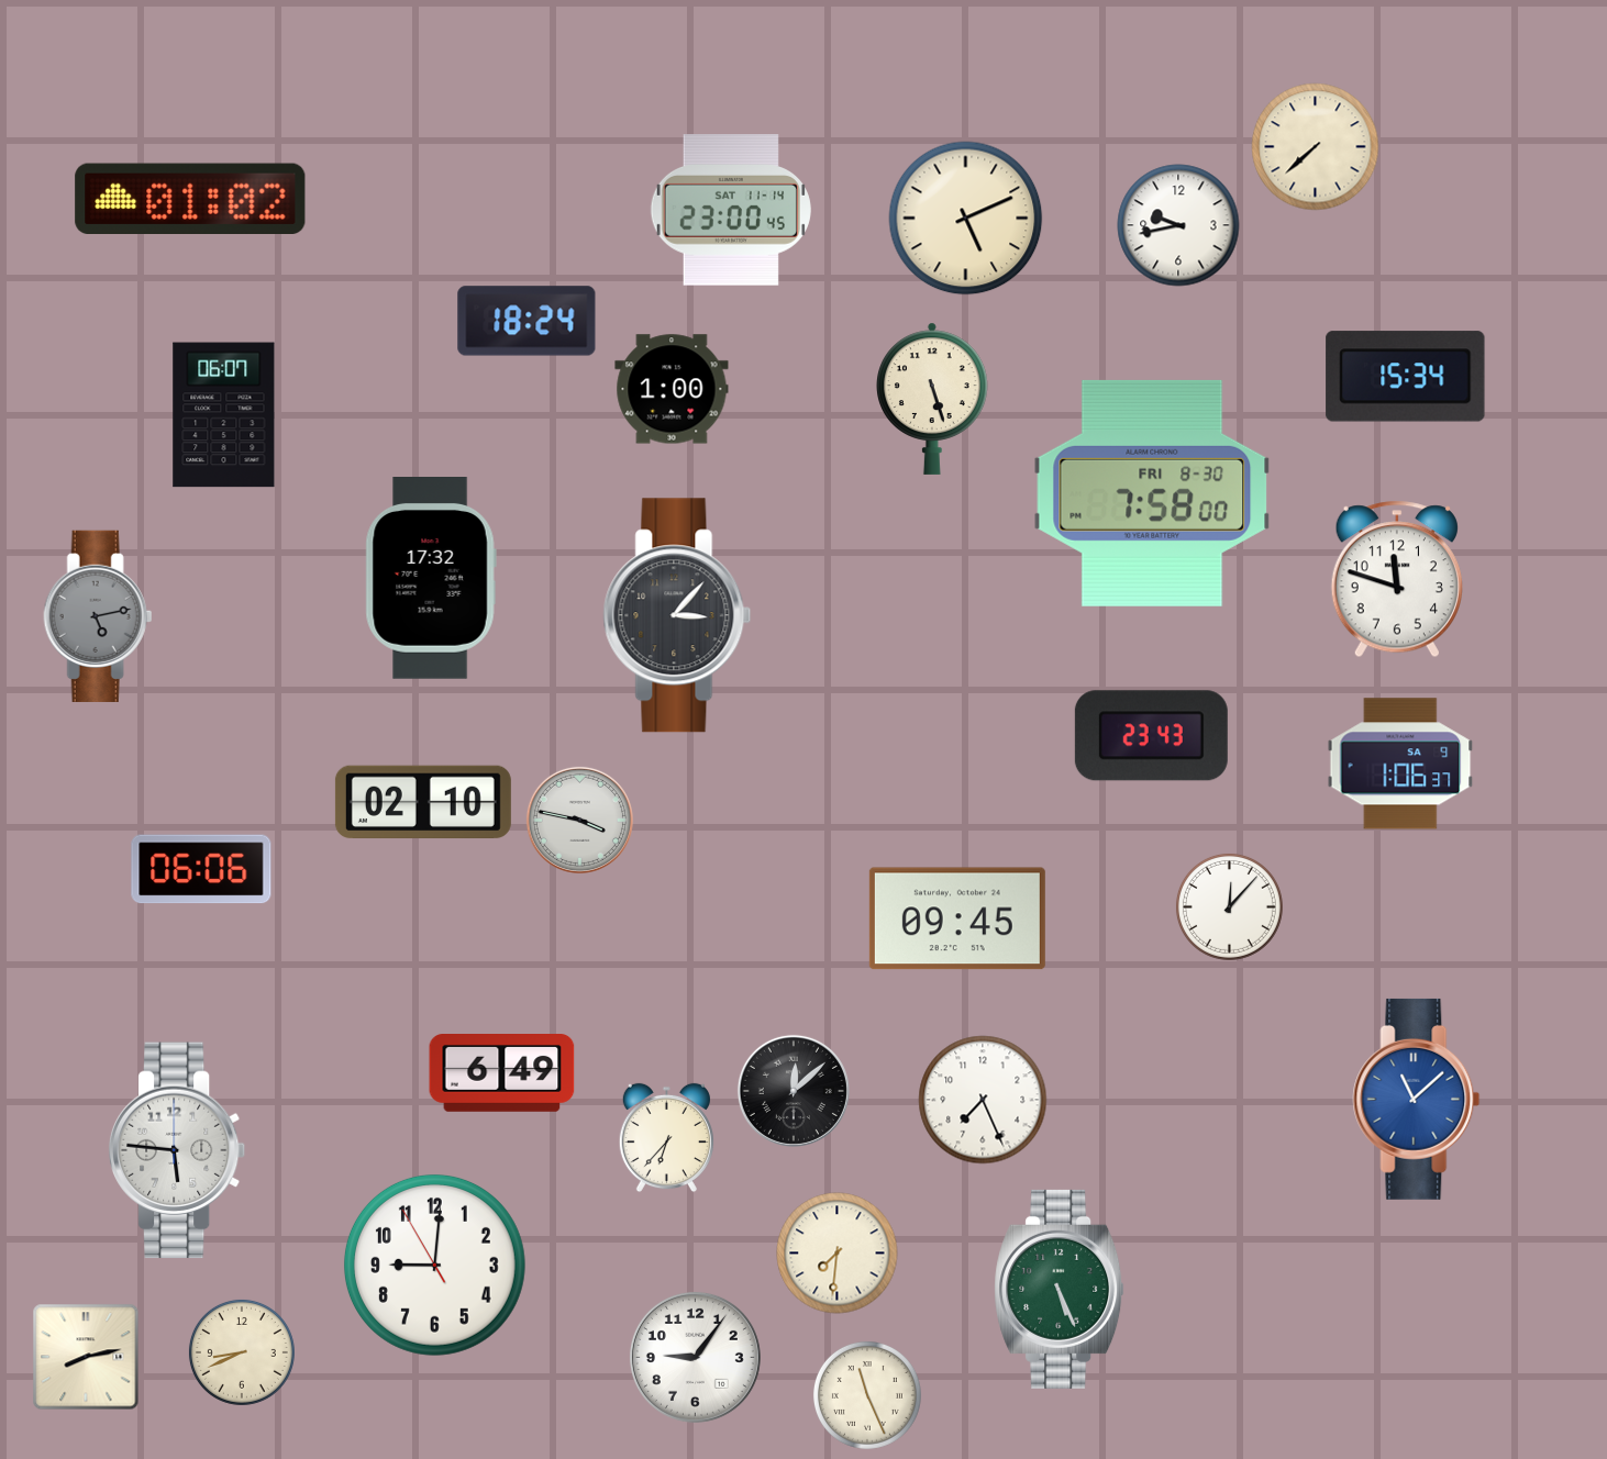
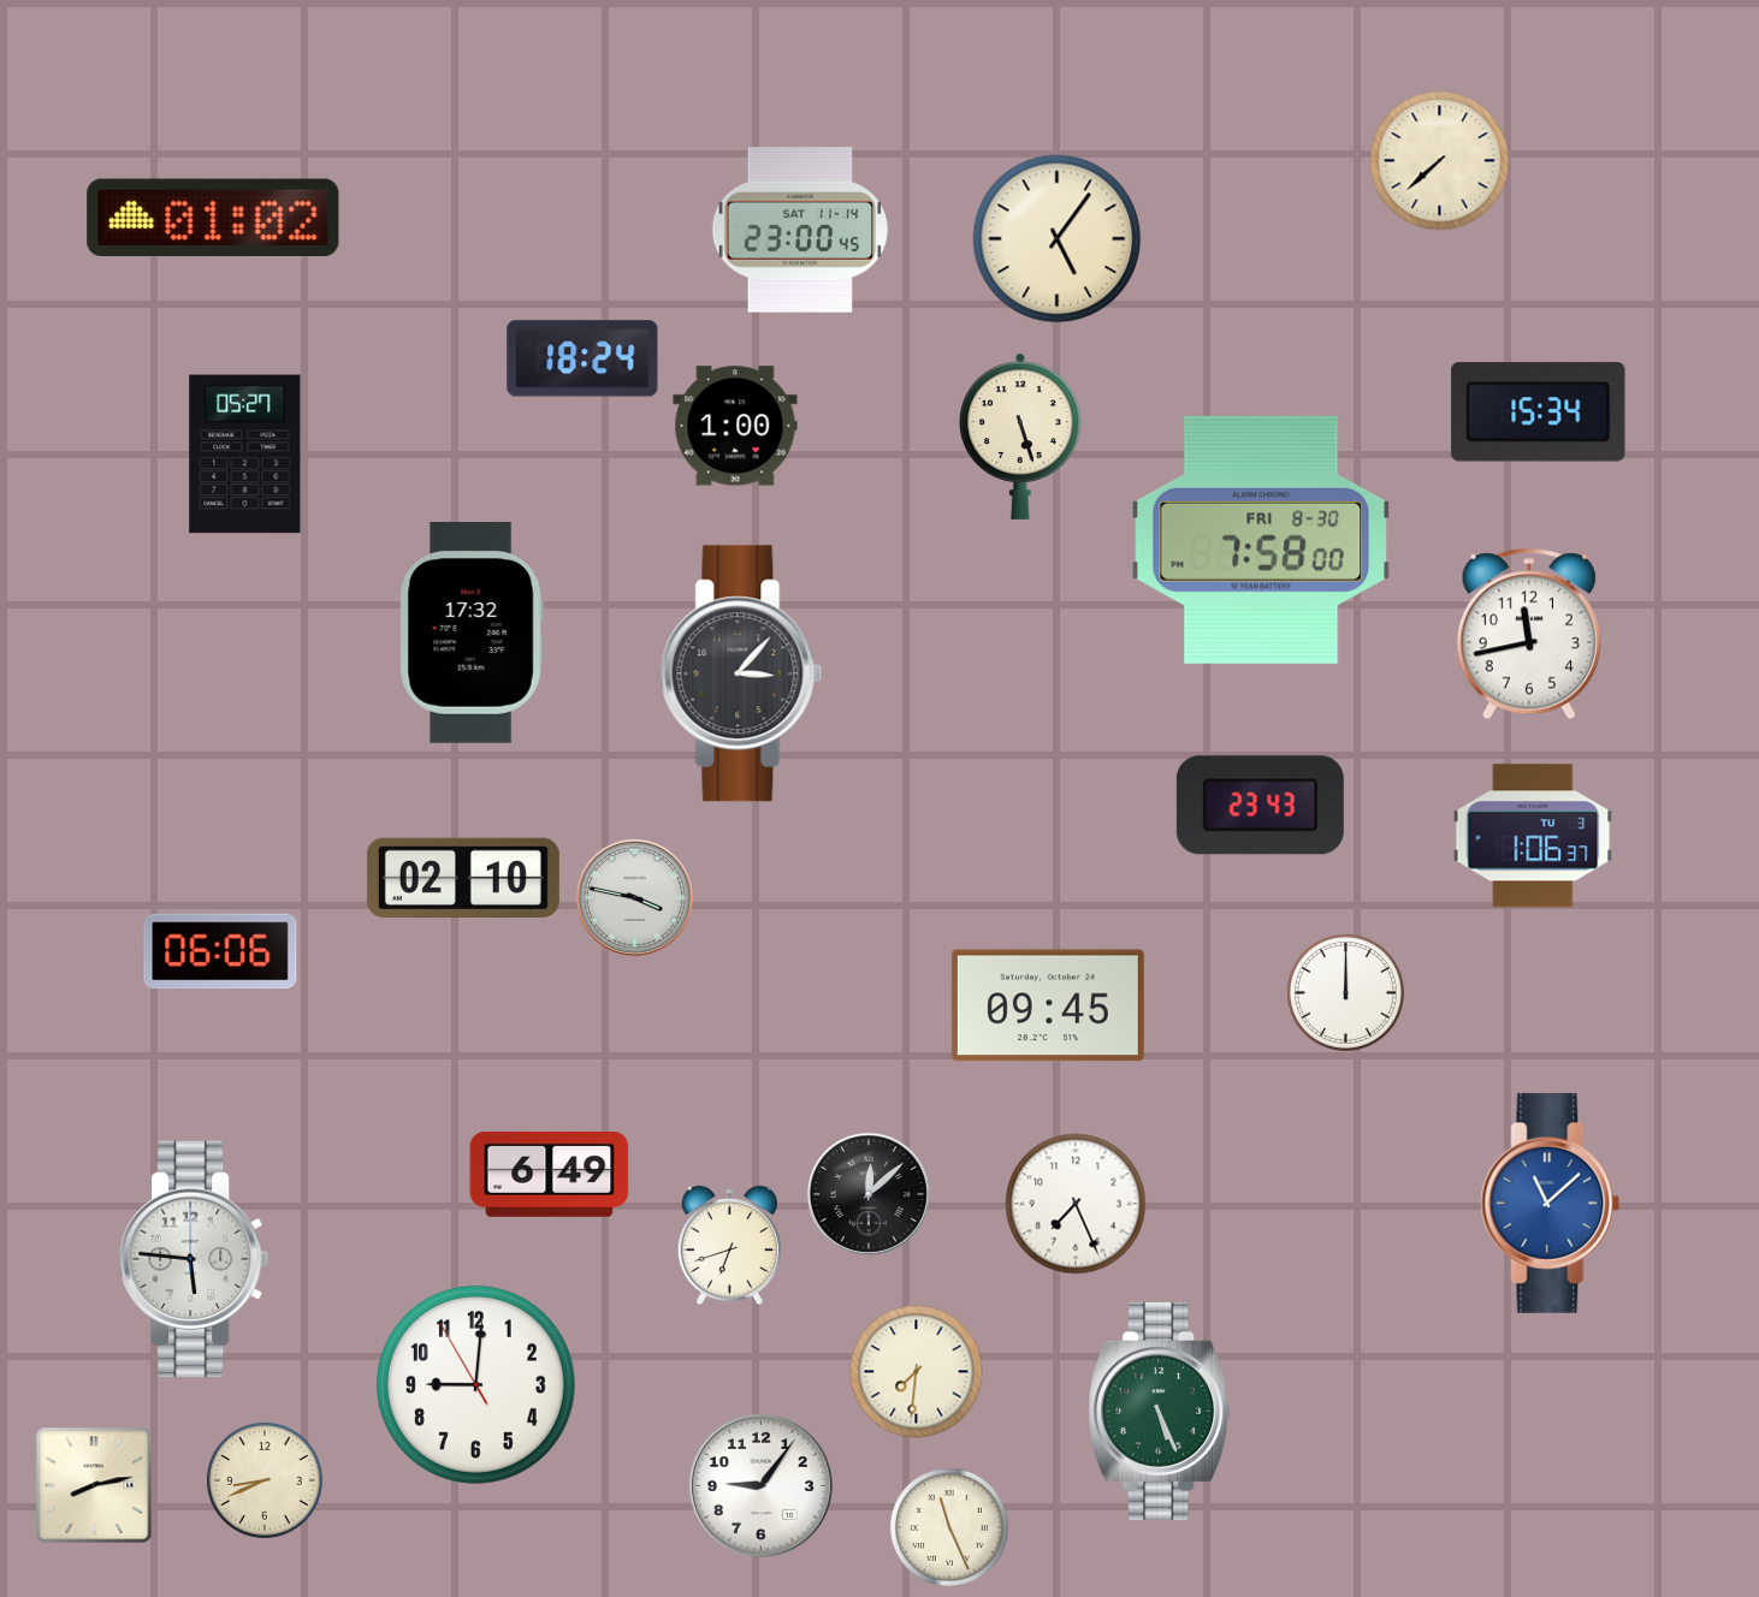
clock at (190, 198) position: (190, 198) -> (213, 216)
clock at (966, 219): 5:11 -> 5:06
clock at (1178, 225): 9:43 -> none
clock at (527, 321) position: (527, 321) -> (582, 358)
clock at (224, 415): 06:07 -> 05:27
clock at (1397, 579): 11:48 -> 11:43
clock at (98, 616): 5:13 -> none
clock at (1400, 764) date: SA 9 -> TU 3
clock at (1229, 906): 12:07 -> 12:00
clock at (666, 1138): 6:37 -> 6:42
